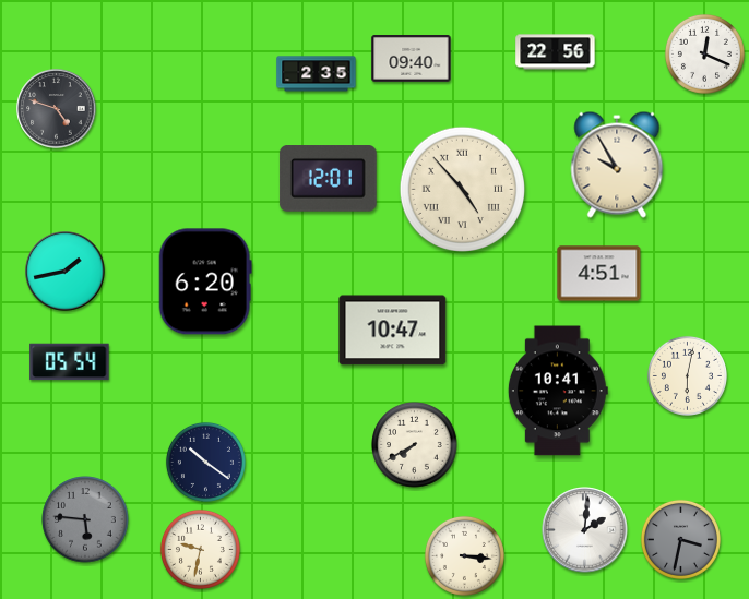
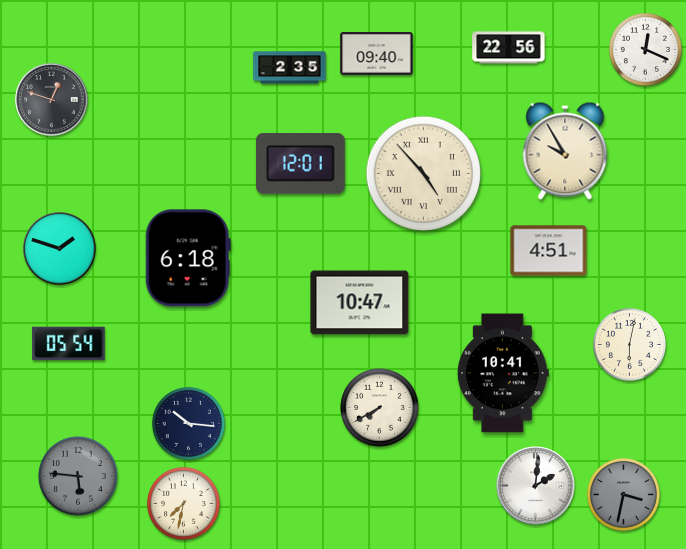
clock at (57, 109): 4:48 -> 12:48
clock at (66, 272): 1:43 -> 1:48
clock at (205, 281): 6:20 -> 6:18
clock at (70, 362) position: (70, 362) -> (69, 344)
clock at (558, 391) position: (558, 391) -> (503, 373)
clock at (205, 462): 10:21 -> 10:16
clock at (200, 549): 9:32 -> 7:32
clock at (464, 555): 3:16 -> none
